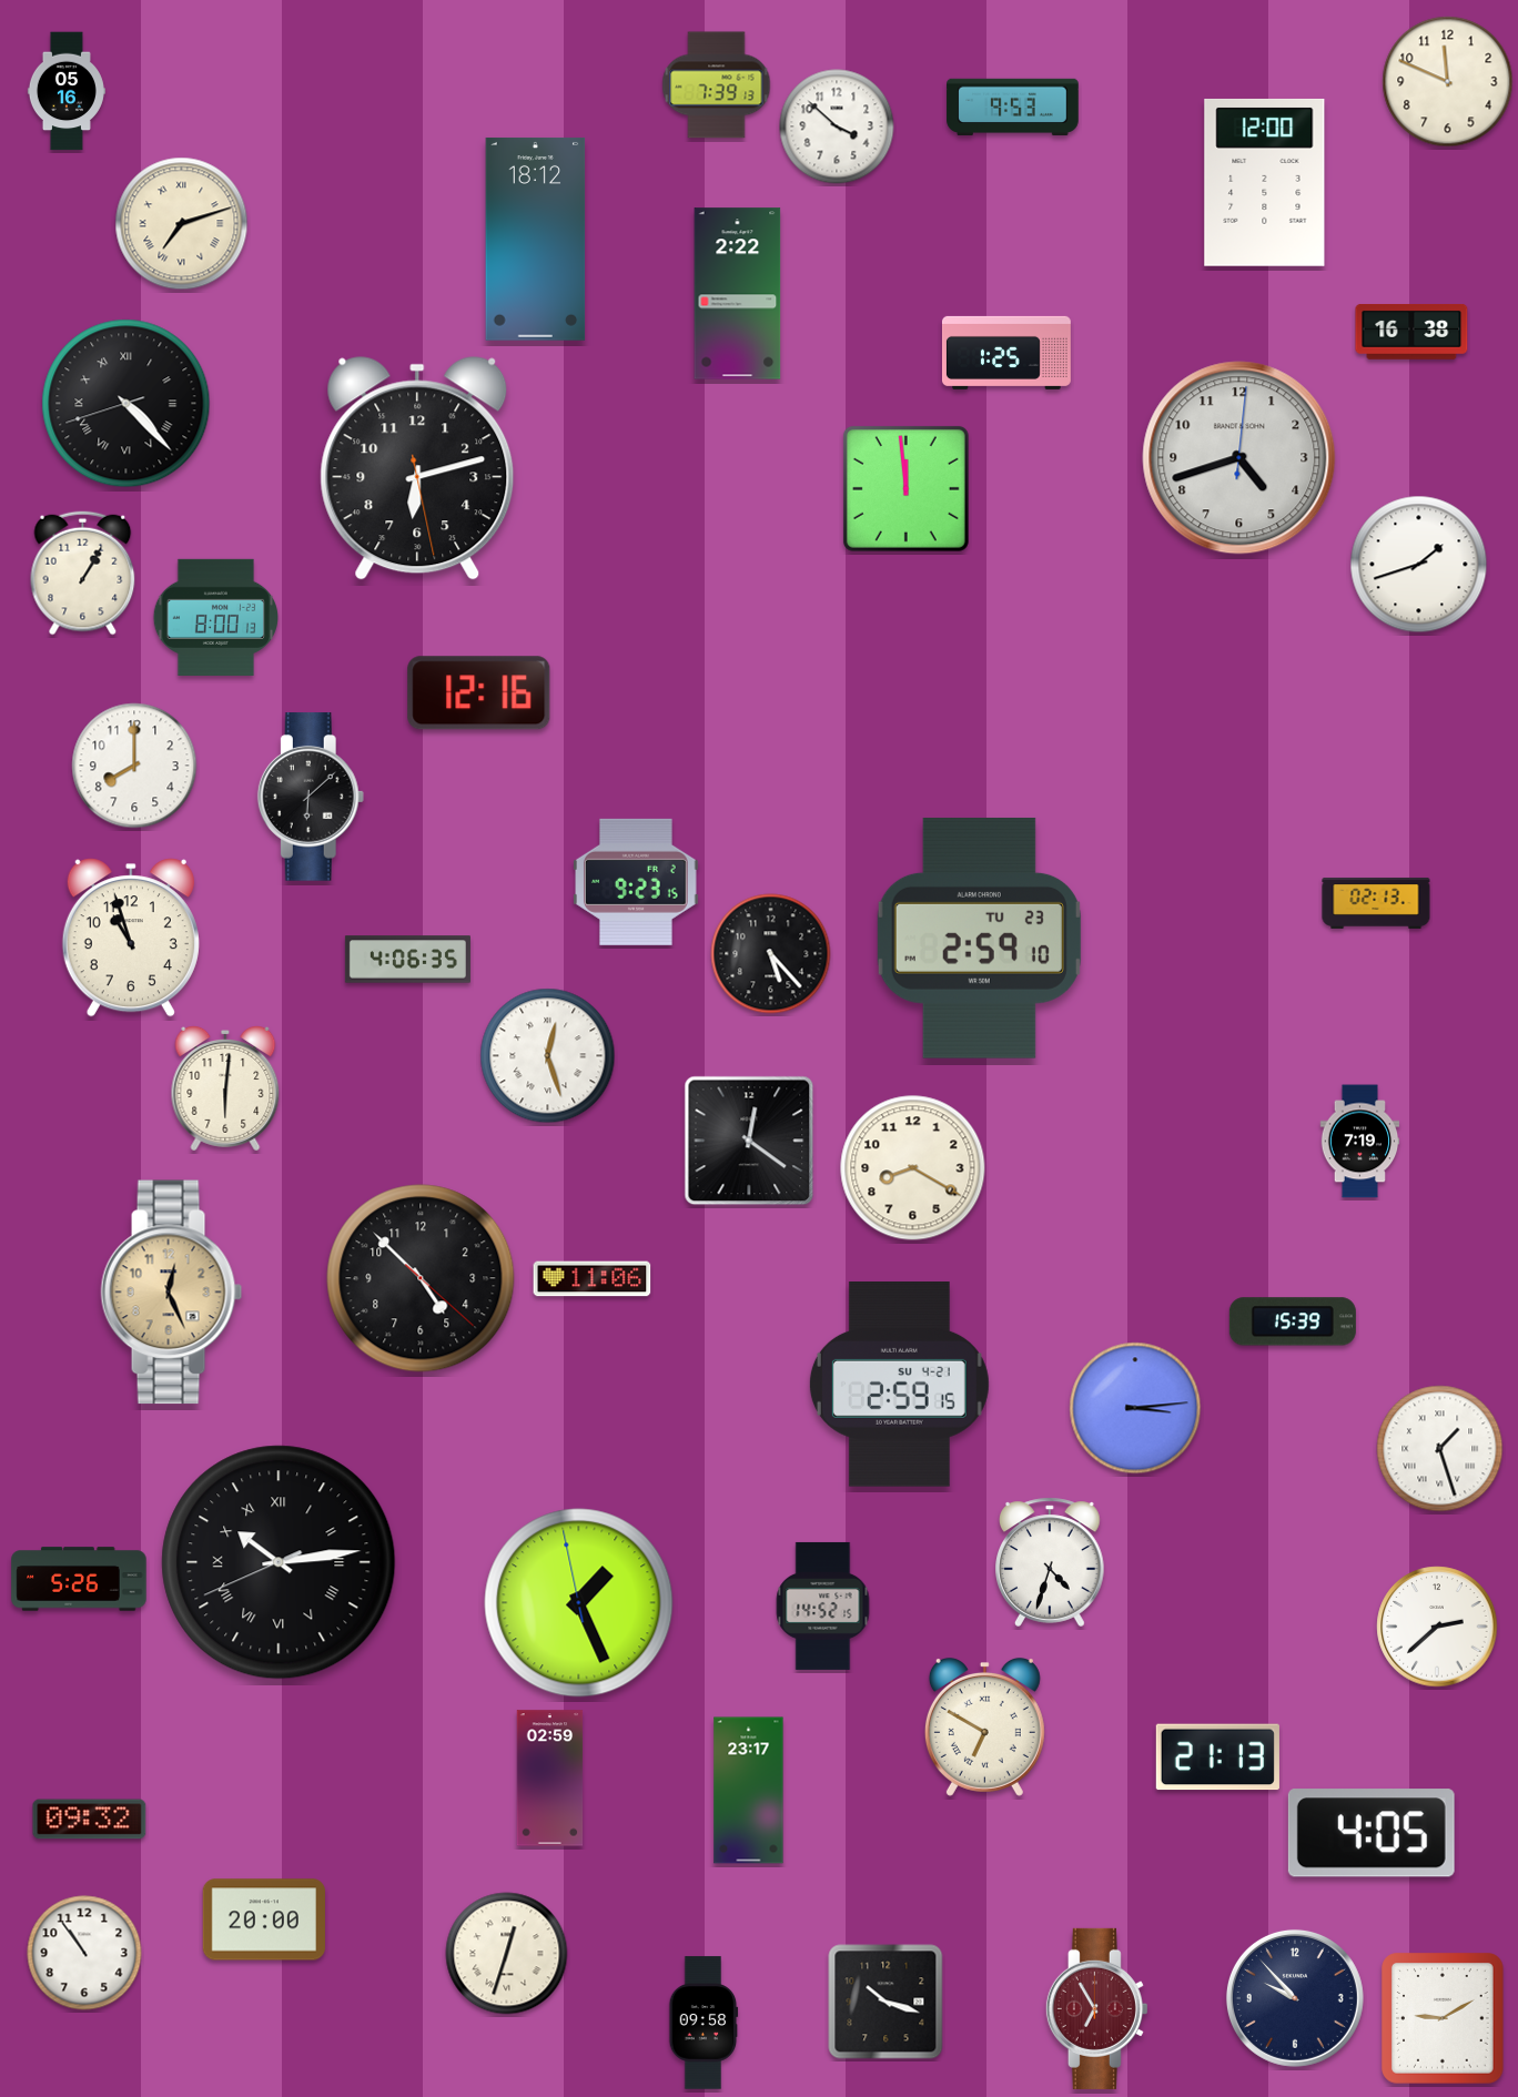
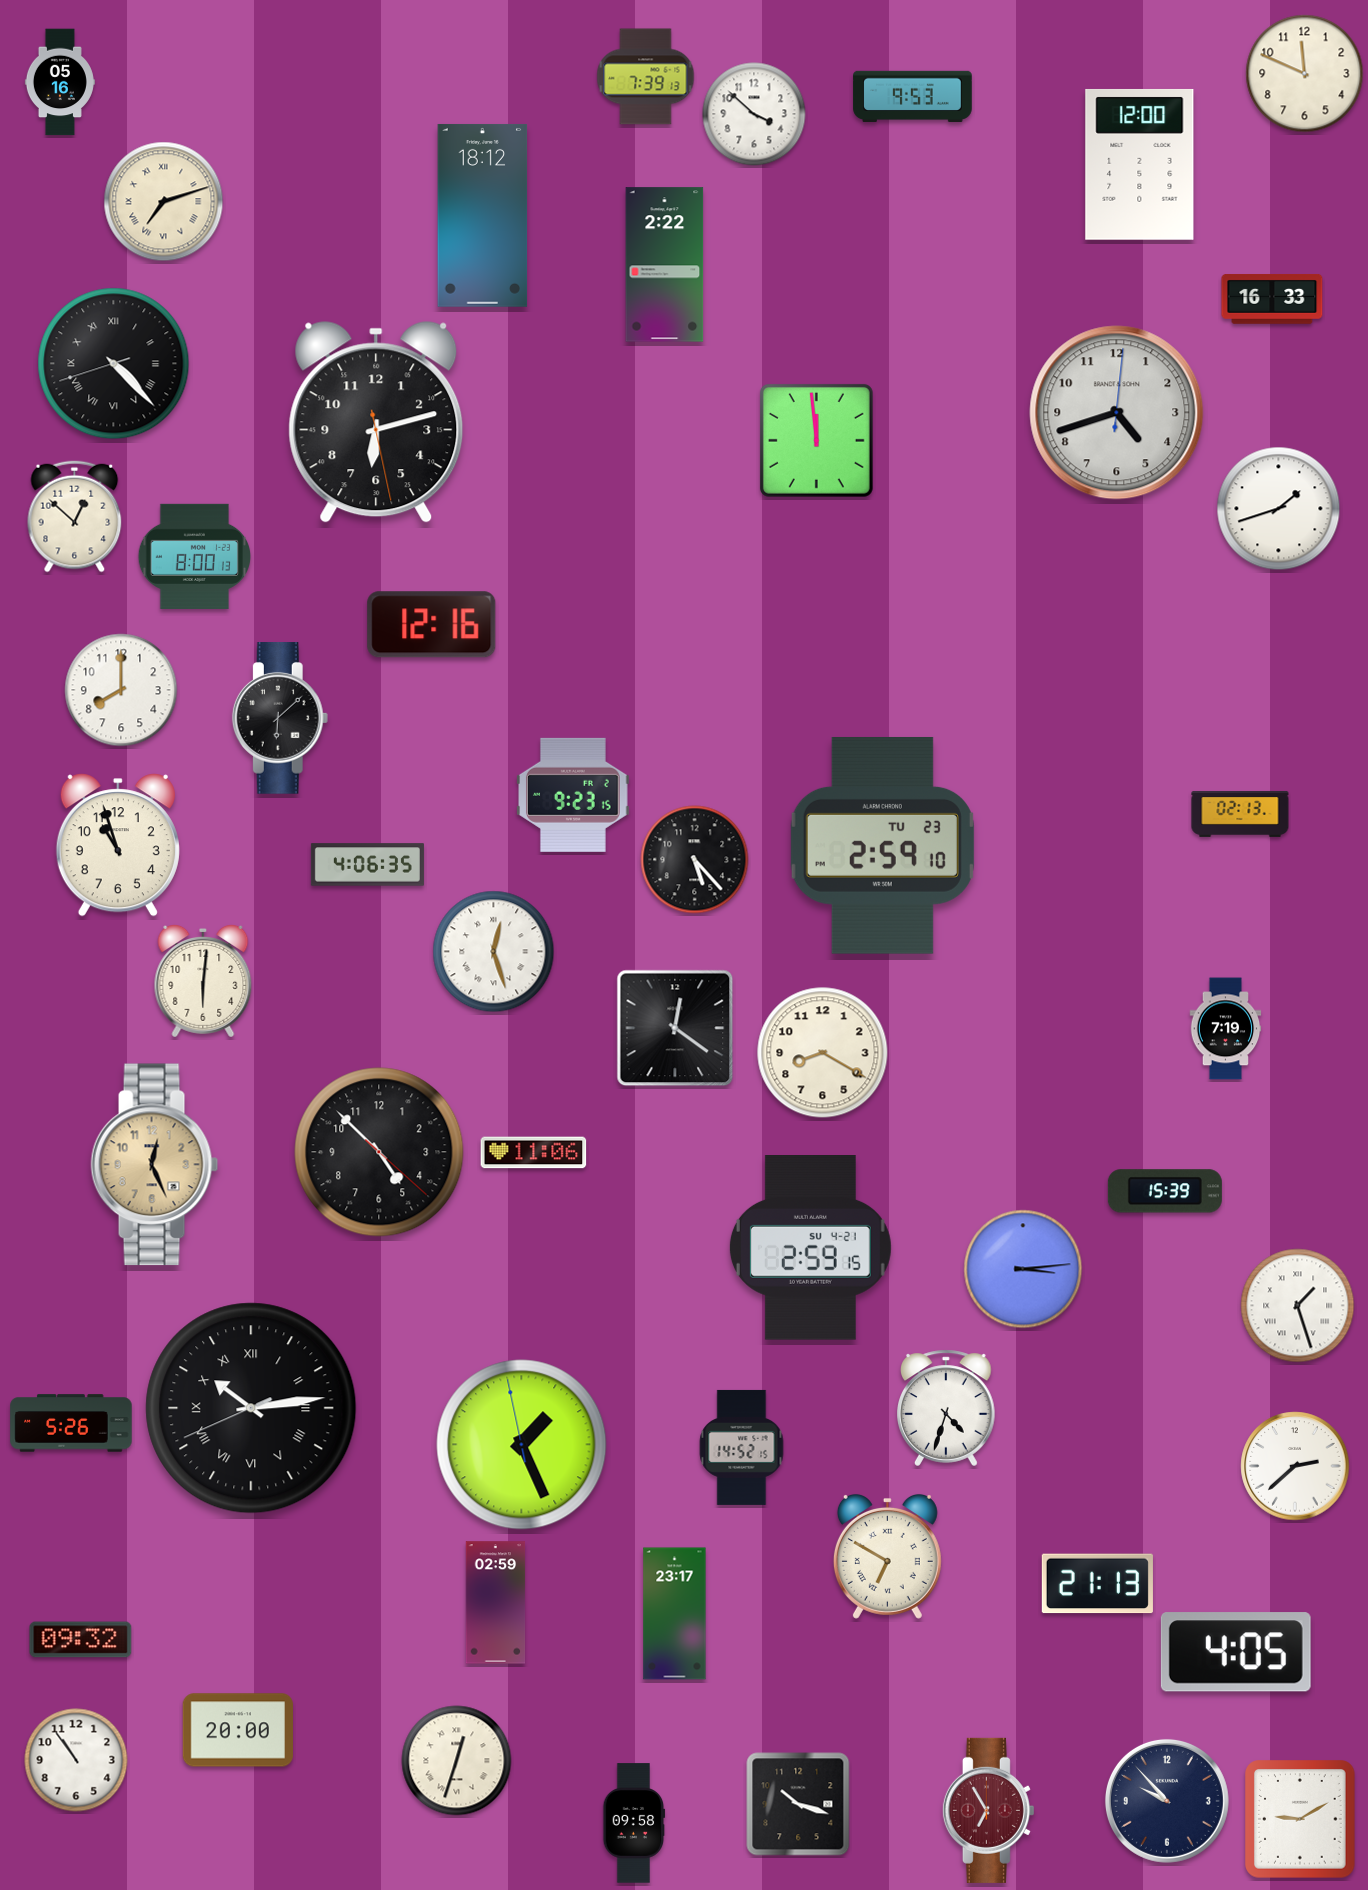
clock at (1411, 333): 16:38 -> 16:33
clock at (1006, 353): 1:25 -> none
clock at (83, 574): 1:05 -> 12:52
